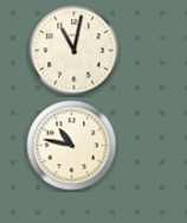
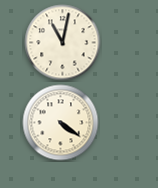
clock at (72, 146): 10:47 -> 4:21
